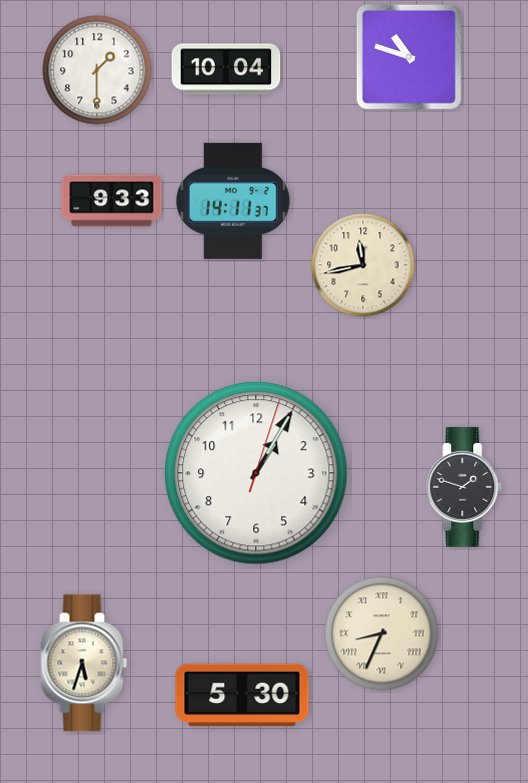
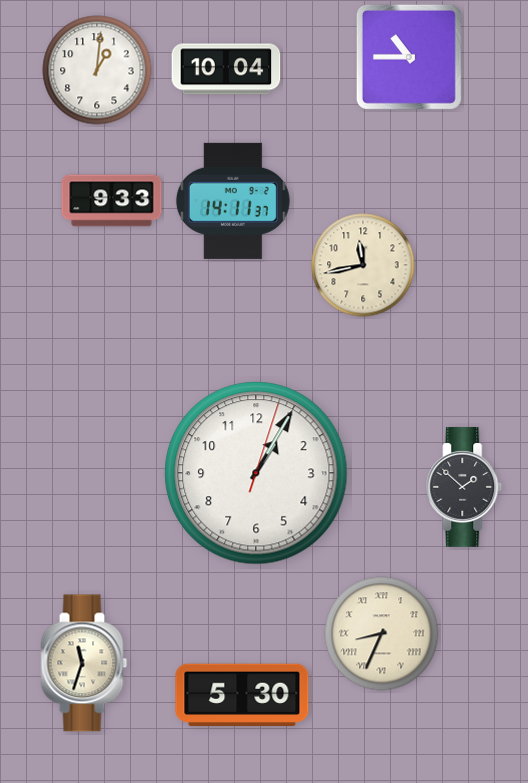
clock at (409, 57): 10:48 -> 10:45
clock at (97, 70): 1:30 -> 1:01
clock at (464, 487): 1:48 -> 1:52
clock at (84, 663): 5:33 -> 11:33
